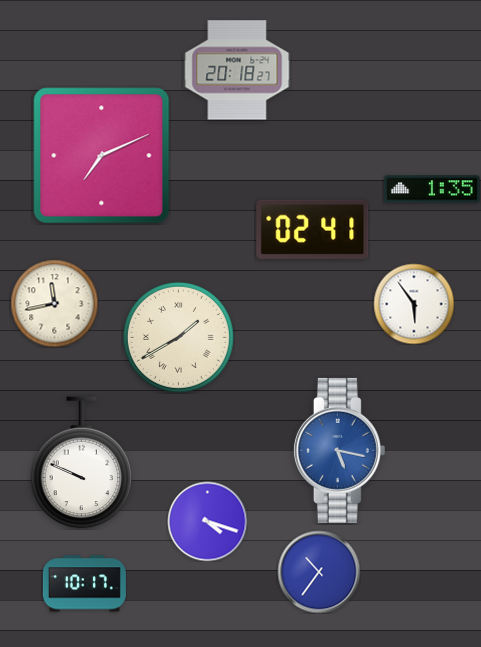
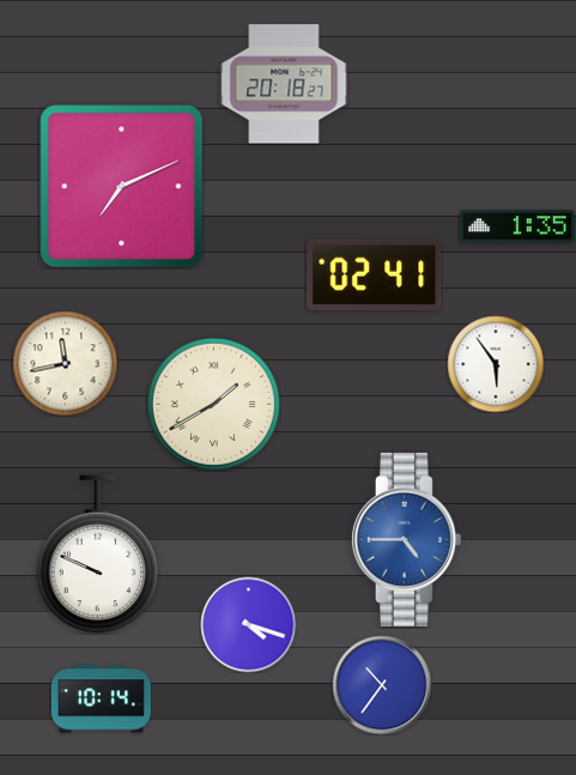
clock at (339, 450): 5:17 -> 4:45
clock at (84, 584): 10:17 -> 10:14
